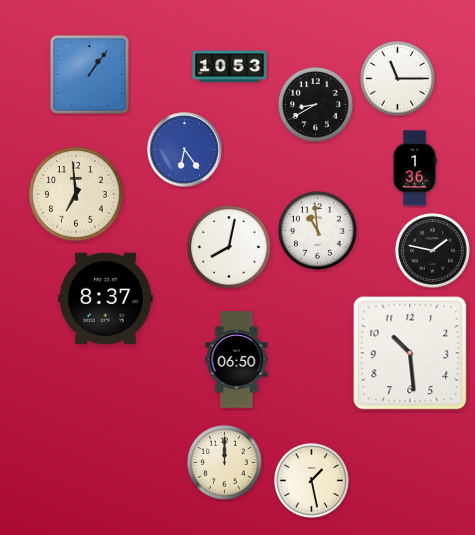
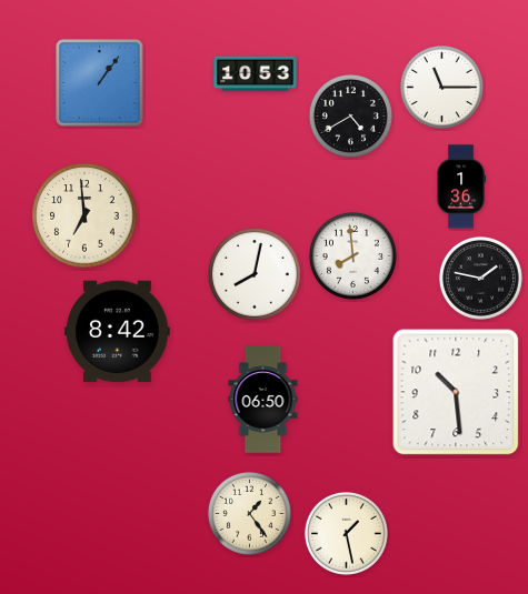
clock at (315, 104): 8:40 -> 4:40
clock at (185, 150): 6:24 -> none
clock at (318, 231): 10:59 -> 7:59
clock at (106, 299): 8:37 -> 8:42
clock at (224, 462): 12:00 -> 1:24
